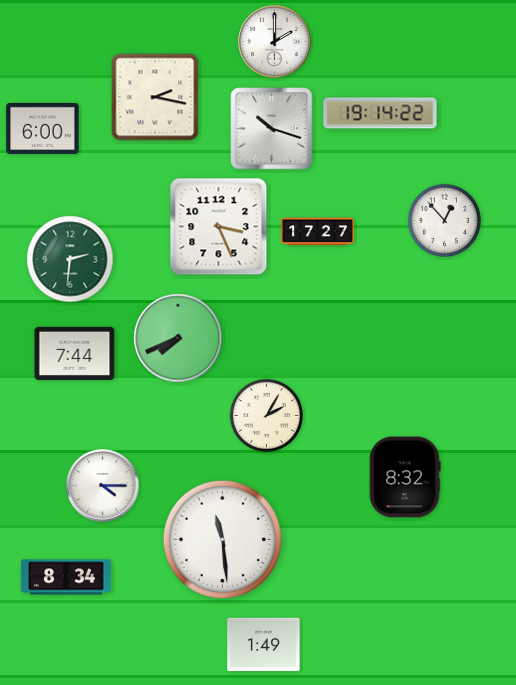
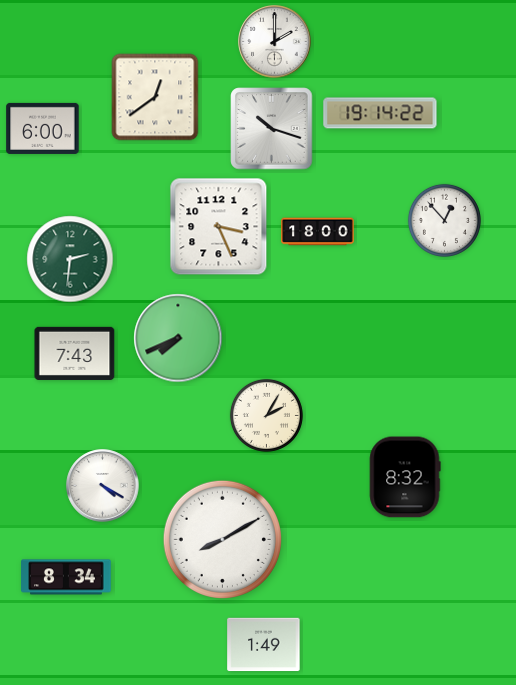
clock at (155, 97): 2:17 -> 12:39
clock at (318, 232): 17:27 -> 18:00
clock at (75, 353): 7:44 -> 7:43
clock at (103, 486): 4:15 -> 4:20
clock at (222, 539): 11:29 -> 8:10
